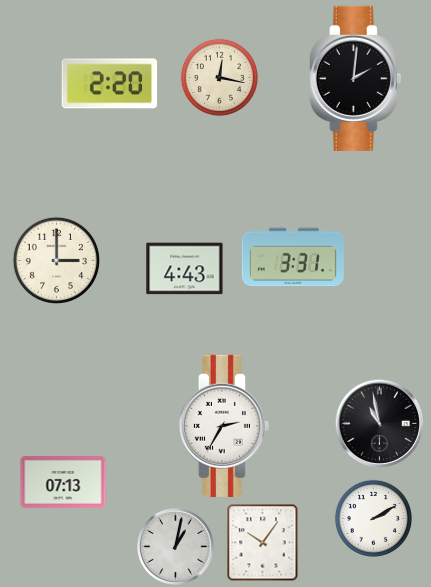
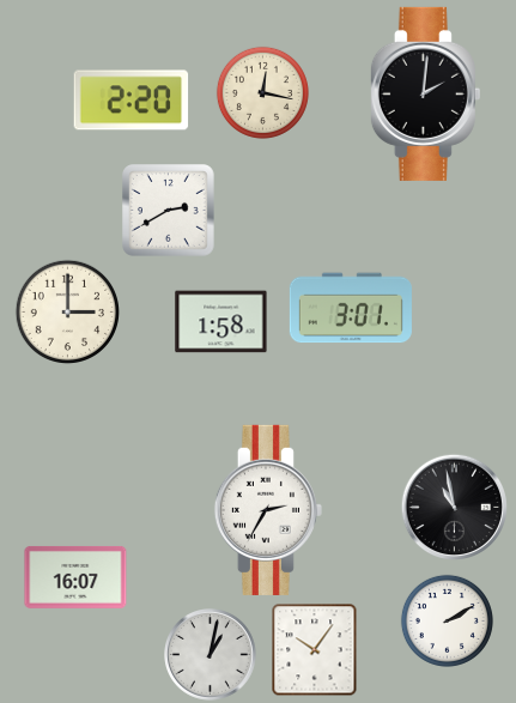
clock at (169, 211): none -> 2:40
clock at (293, 257): 3:31 -> 3:01
clock at (185, 269): 4:43 -> 1:58
clock at (63, 482): 07:13 -> 16:07
